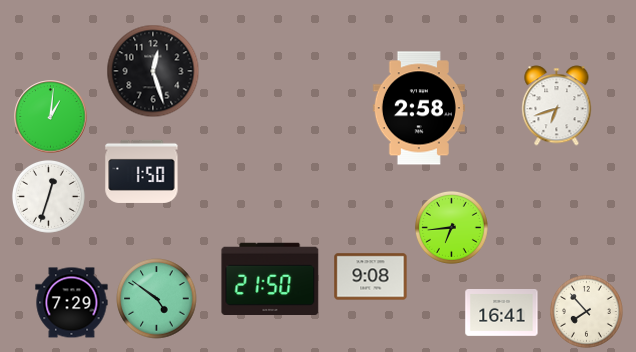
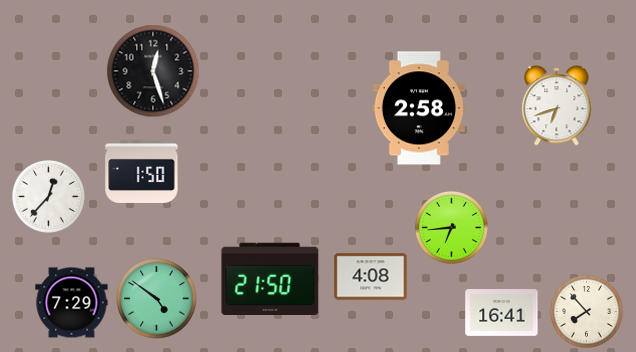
clock at (51, 117): 1:01 -> none
clock at (48, 196): 12:33 -> 12:37
clock at (371, 277): 9:08 -> 4:08
